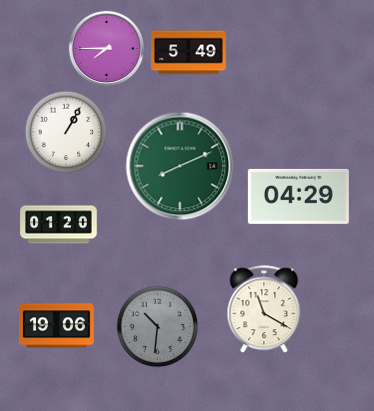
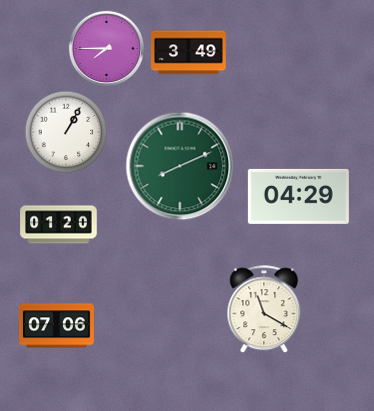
clock at (189, 53): 5:49 -> 3:49
clock at (57, 326): 19:06 -> 07:06
clock at (158, 327): 10:31 -> none
